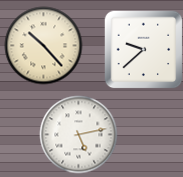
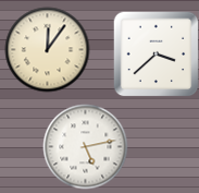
clock at (43, 45): 10:23 -> 12:06
clock at (143, 49): 9:38 -> 3:38
